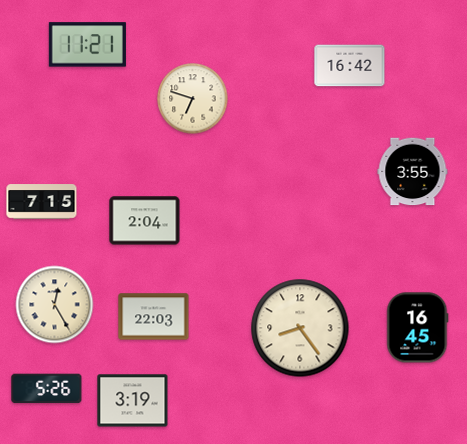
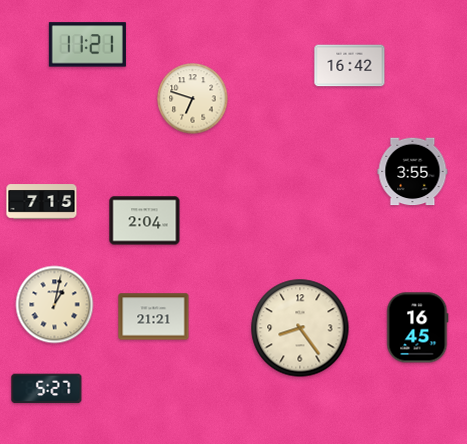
clock at (55, 305): 12:25 -> 1:02
clock at (154, 317): 22:03 -> 21:21
clock at (47, 389): 5:26 -> 5:27
clock at (133, 401): 3:19 -> none
